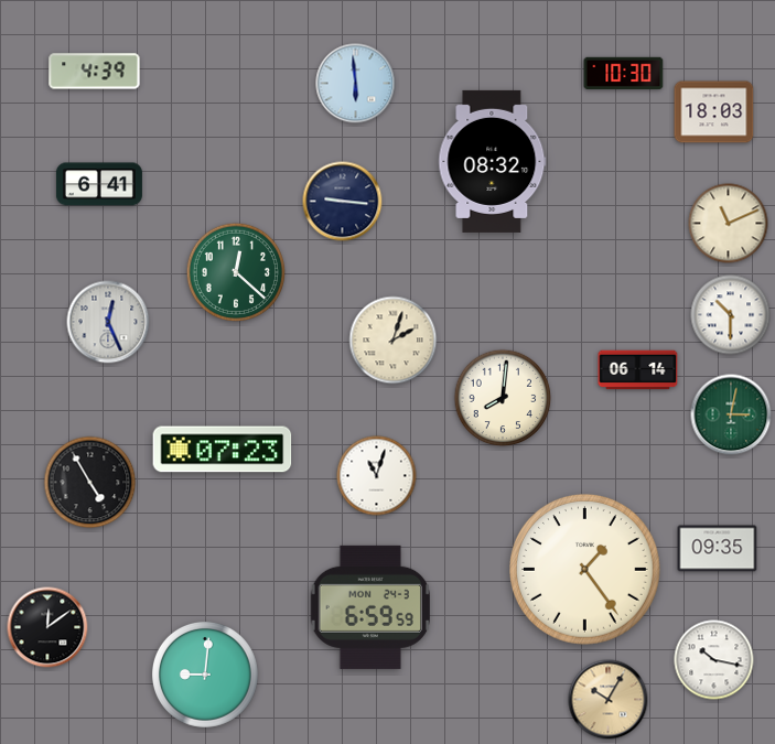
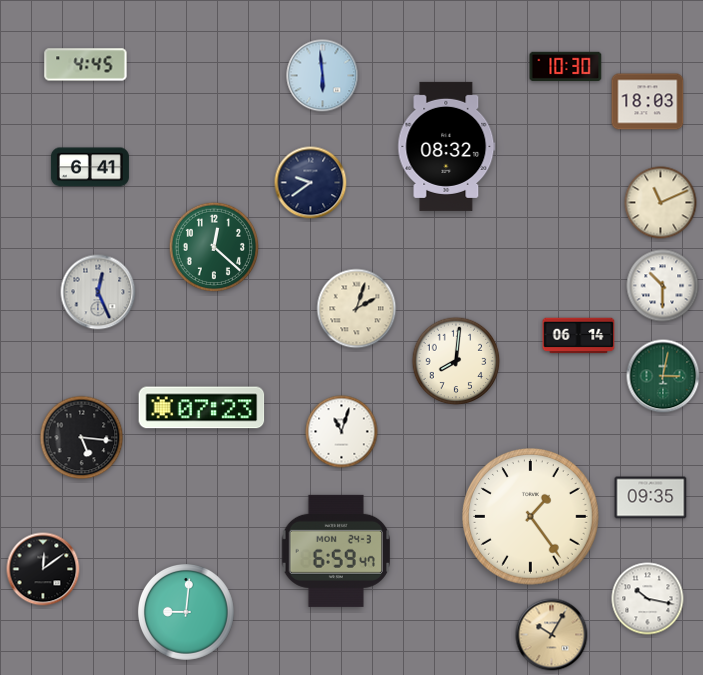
clock at (95, 72): 4:39 -> 4:45
clock at (343, 202): 9:16 -> 9:39
clock at (90, 483): 4:55 -> 5:16
clock at (369, 607): 6:59:59 -> 6:59:47
